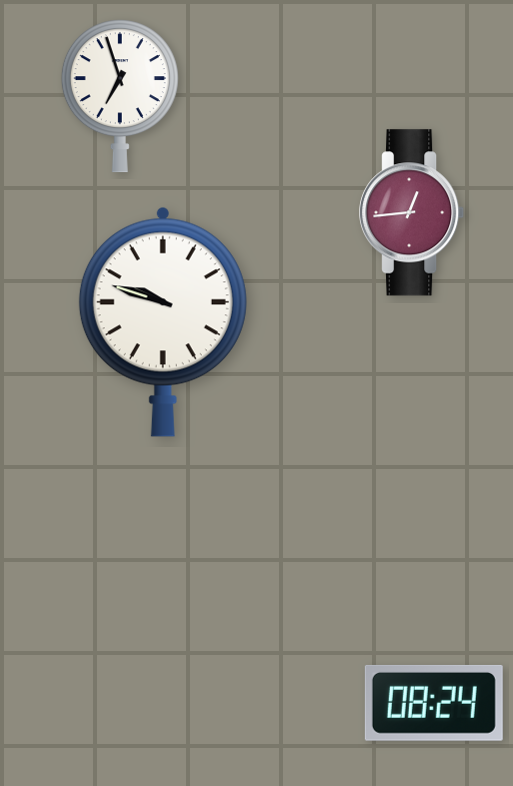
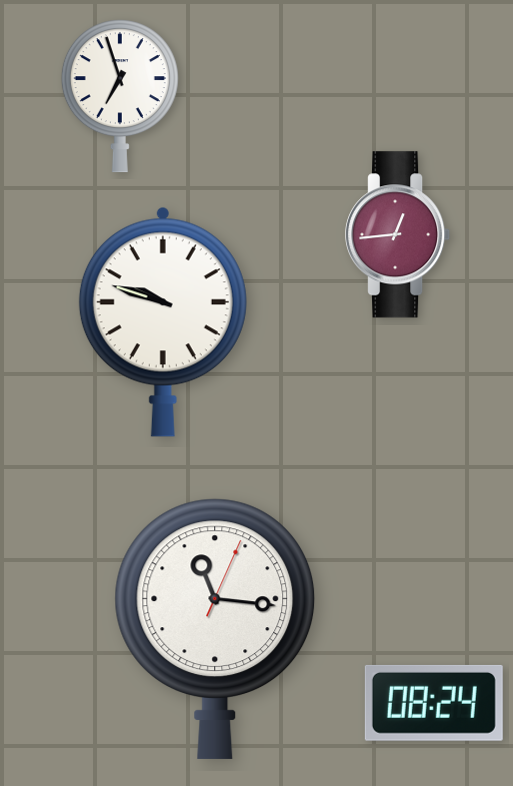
clock at (413, 213) position: (413, 213) -> (399, 235)
clock at (215, 629): none -> 11:16
